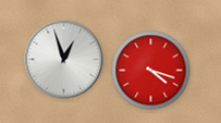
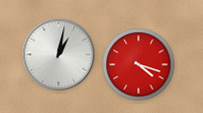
clock at (64, 60): 12:57 -> 1:02
